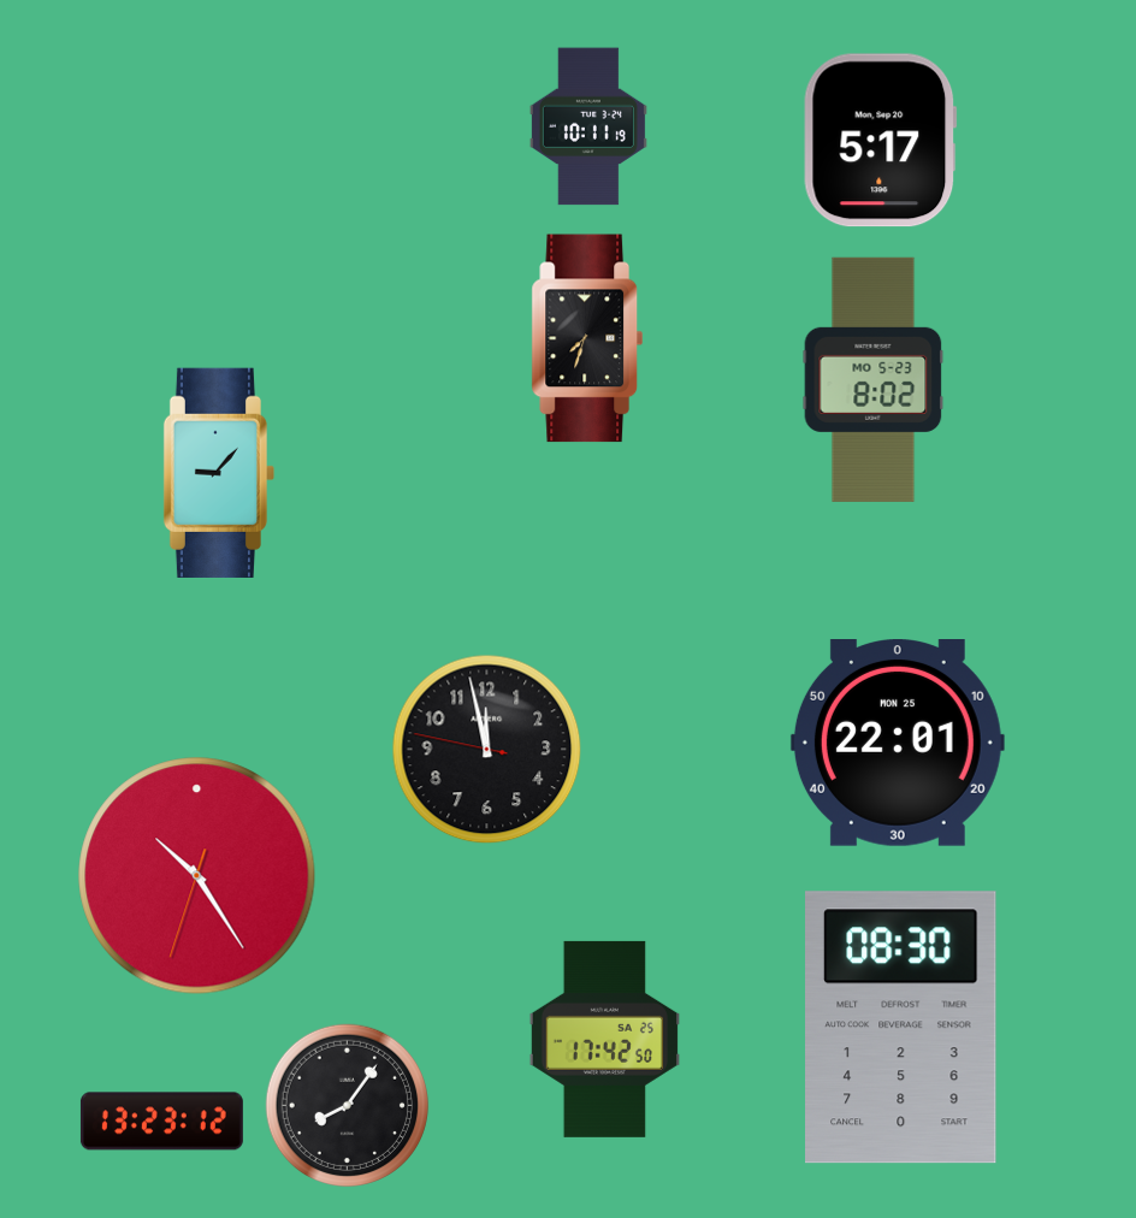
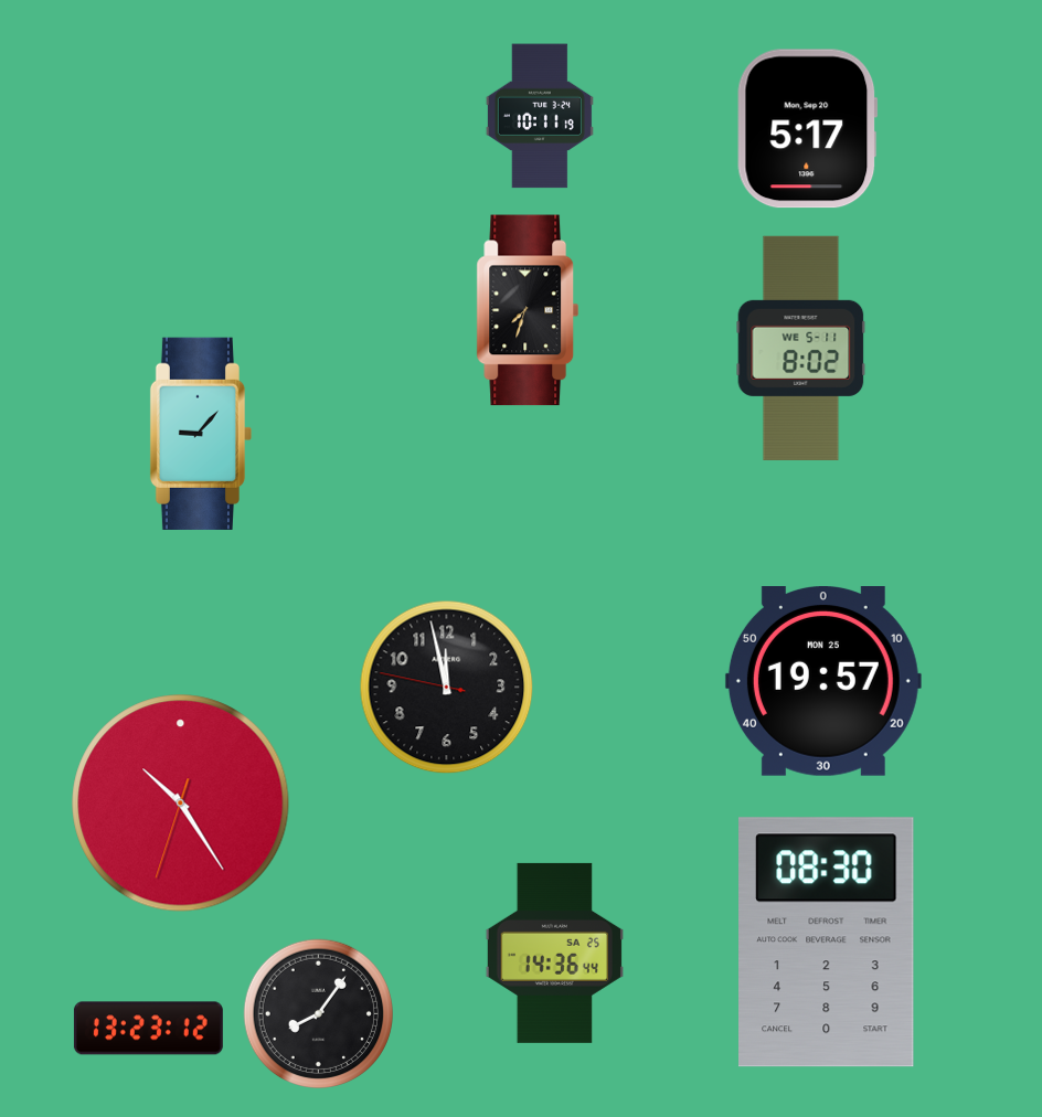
clock at (586, 338) position: (586, 338) -> (527, 310)
clock at (874, 379) date: MO 5-23 -> WE 5-11
clock at (898, 744): 22:01 -> 19:57
clock at (604, 1039): 17:42 -> 14:36
